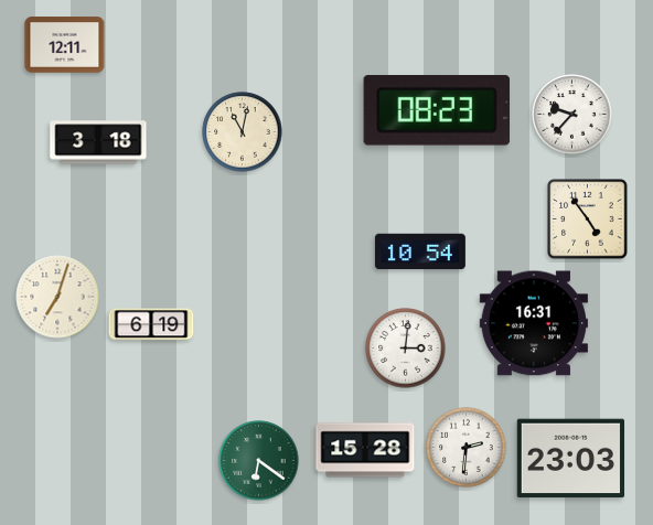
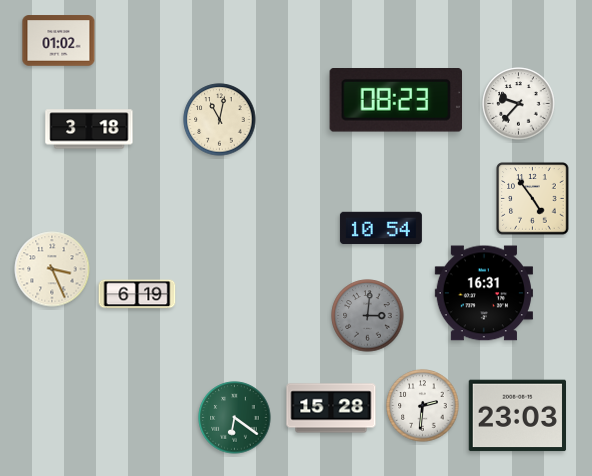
clock at (65, 45): 12:11 -> 01:02
clock at (57, 297): 7:03 -> 3:26
clock at (406, 349) dial: white -> grey
